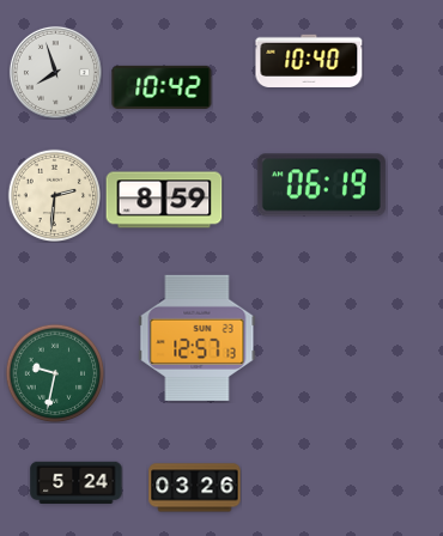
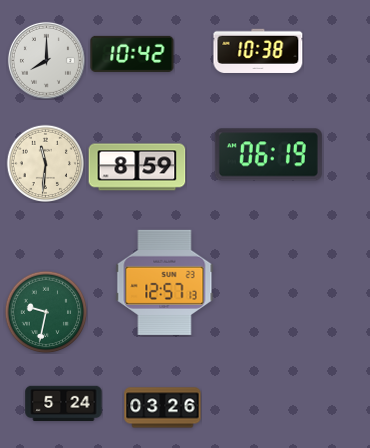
clock at (309, 60): 10:40 -> 10:38
clock at (55, 72): 7:57 -> 8:00
clock at (162, 87) position: (162, 87) -> (132, 54)
clock at (54, 195): 2:31 -> 11:31
